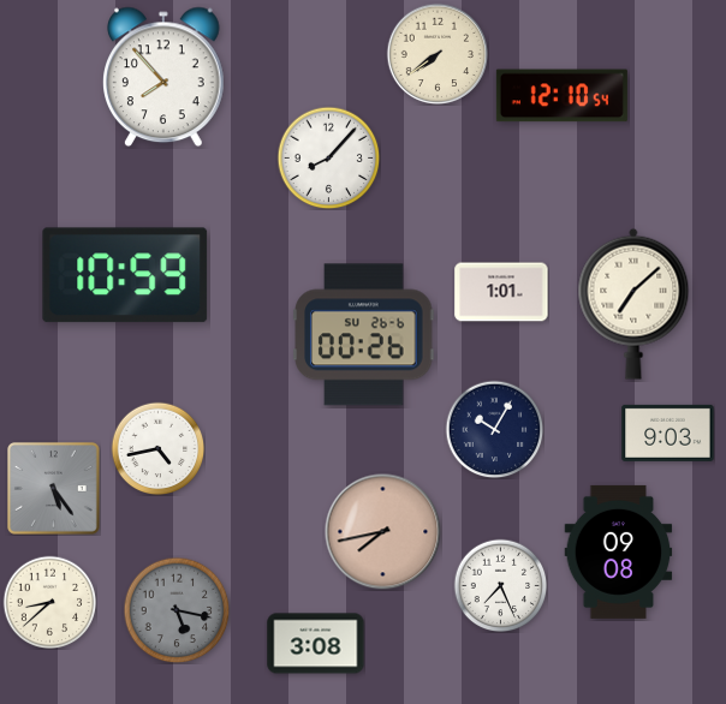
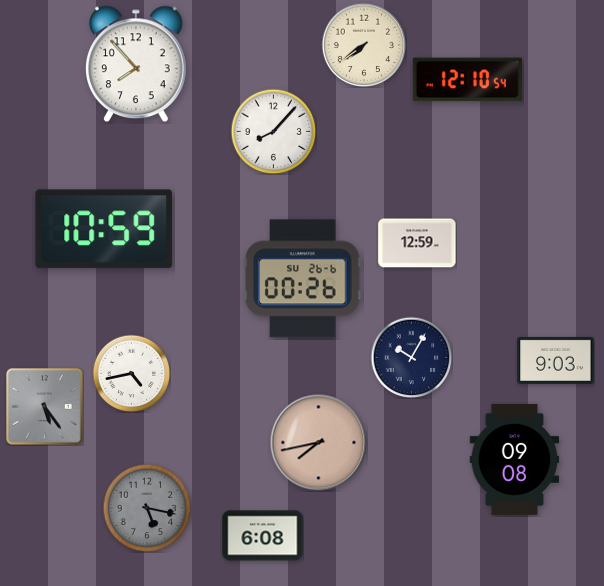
clock at (501, 292): 1:01 -> 12:59
clock at (633, 304): 7:08 -> none
clock at (500, 585): 7:26 -> none
clock at (49, 602): 8:38 -> none
clock at (316, 644): 3:08 -> 6:08
